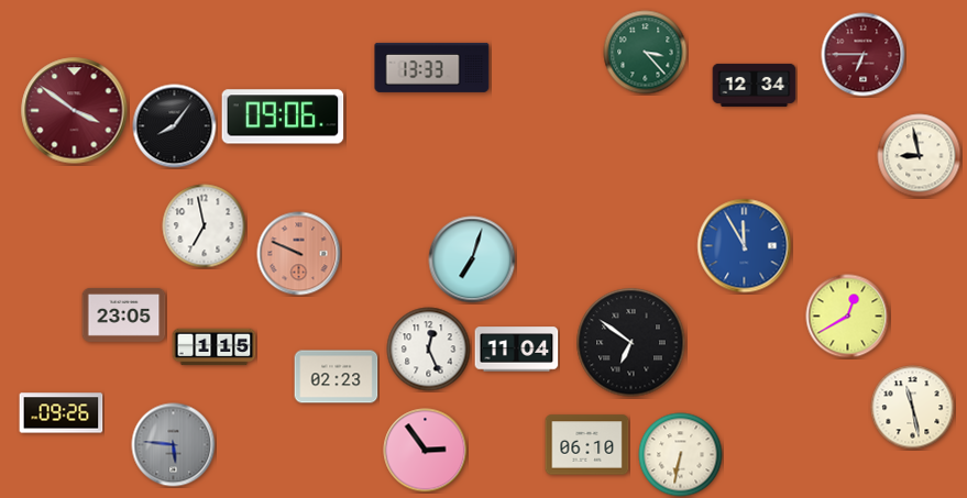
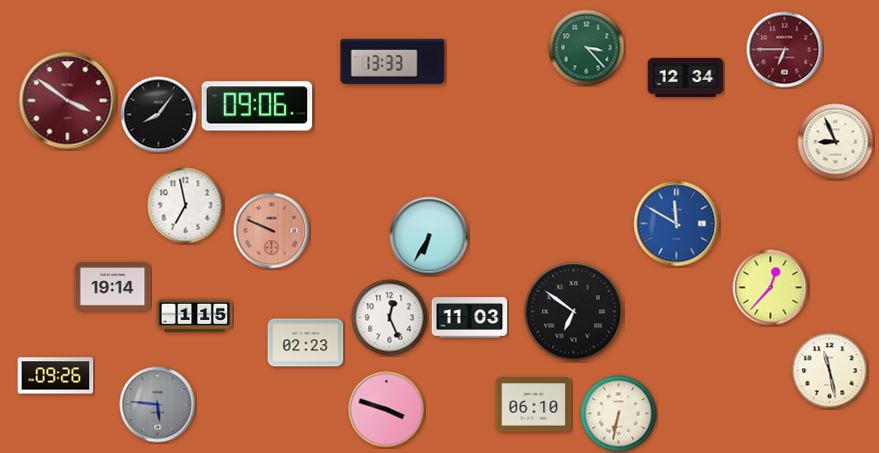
clock at (920, 156): 8:58 -> 8:56
clock at (745, 246): 11:55 -> 11:50
clock at (472, 259): 7:03 -> 6:35
clock at (124, 314): 23:05 -> 19:14
clock at (848, 317): 12:40 -> 12:37
clock at (517, 350): 11:04 -> 11:03
clock at (426, 451): 2:54 -> 3:48
